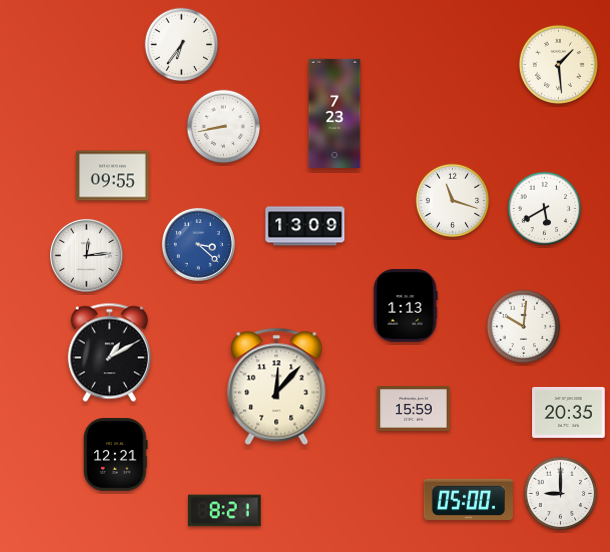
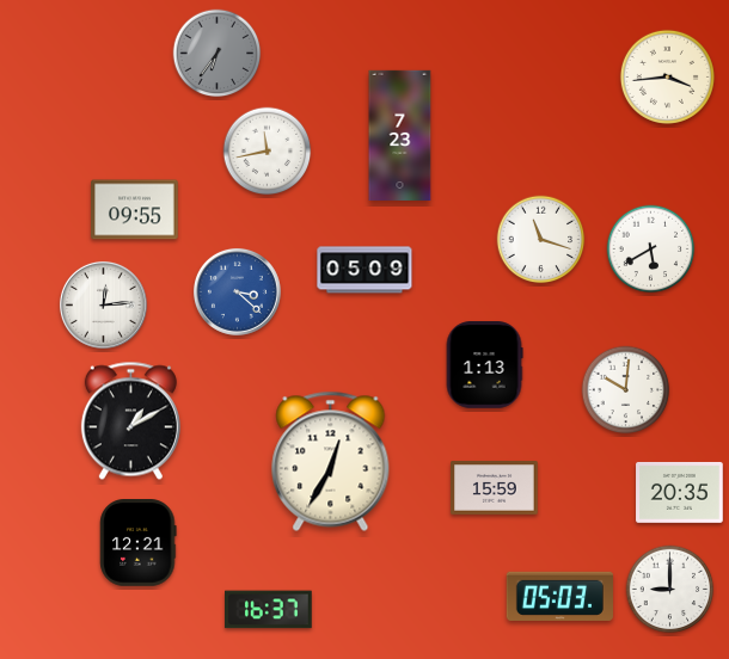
clock at (182, 45) dial: white -> grey
clock at (558, 64): 1:29 -> 3:44
clock at (224, 127): 8:43 -> 11:43
clock at (305, 226): 13:09 -> 05:09
clock at (277, 386): 12:07 -> 12:35
clock at (468, 499): 05:00 -> 05:03
clock at (225, 511): 8:21 -> 16:37
